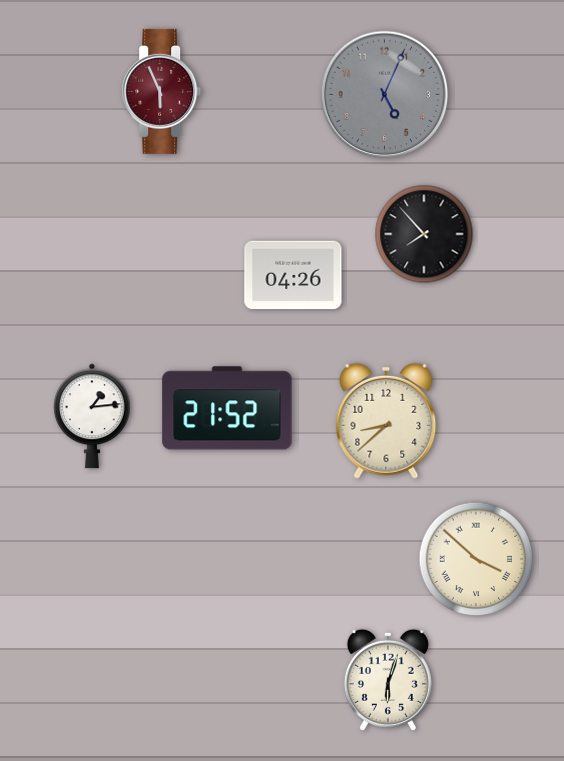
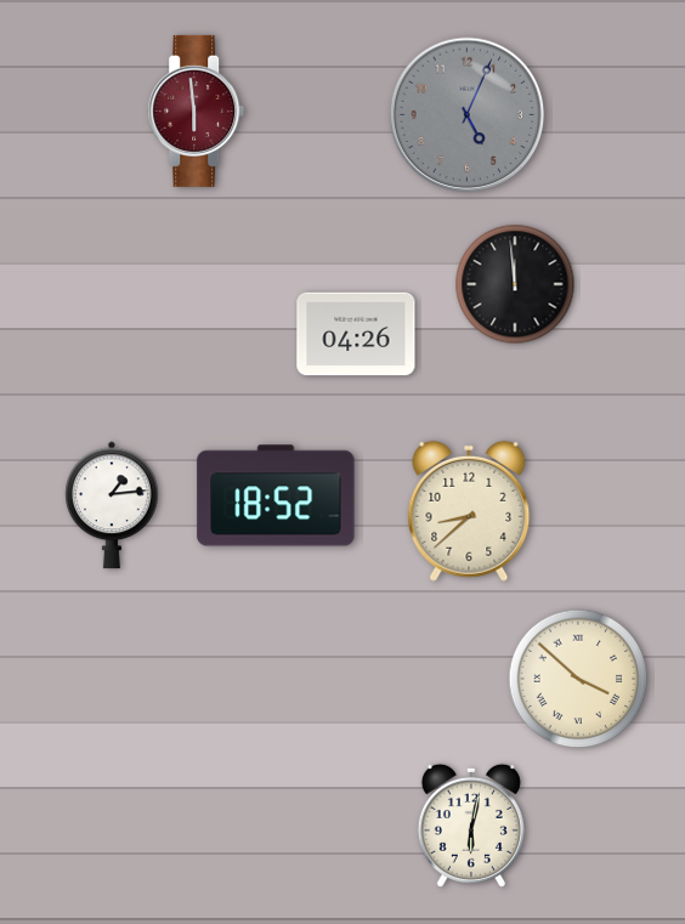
clock at (162, 91): 5:56 -> 5:59
clock at (424, 234): 7:53 -> 11:59
clock at (227, 408): 21:52 -> 18:52
clock at (388, 680): 6:03 -> 6:02
